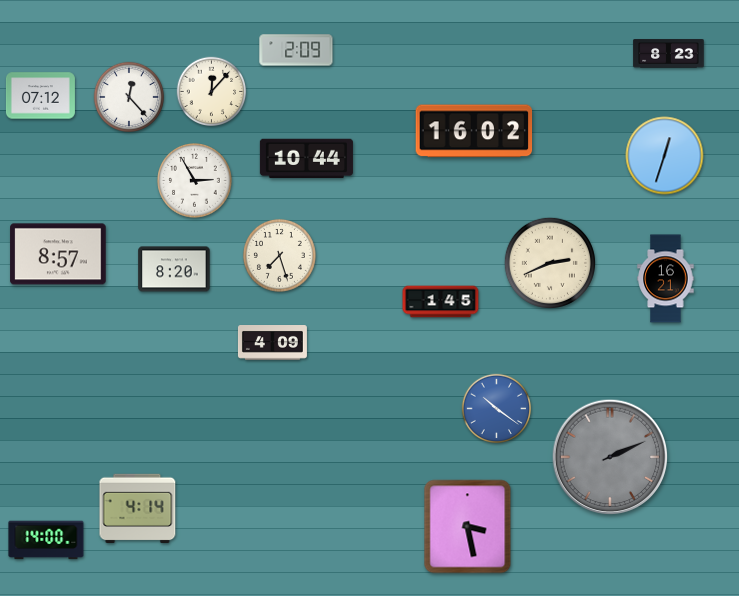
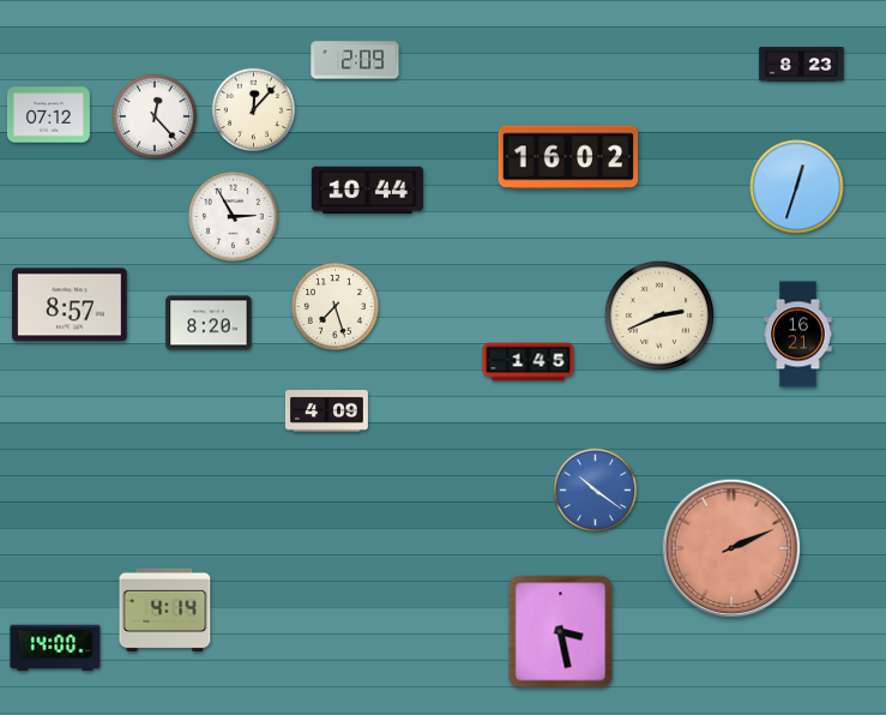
clock at (610, 457) dial: grey -> salmon
